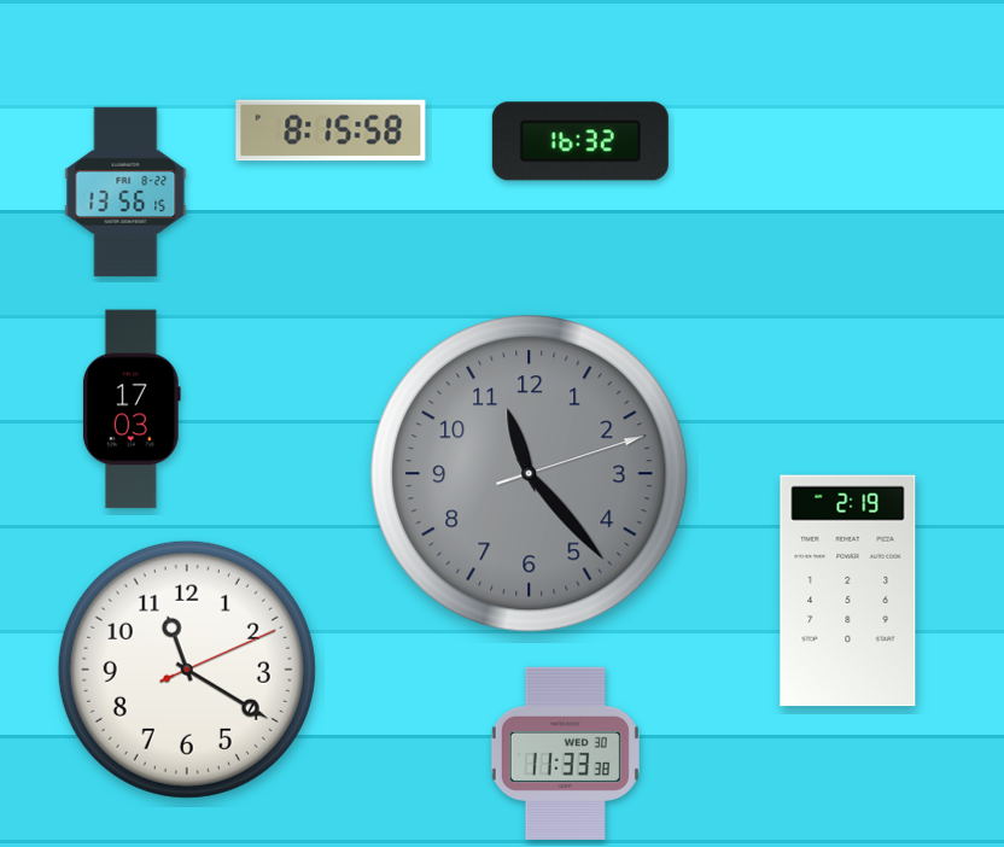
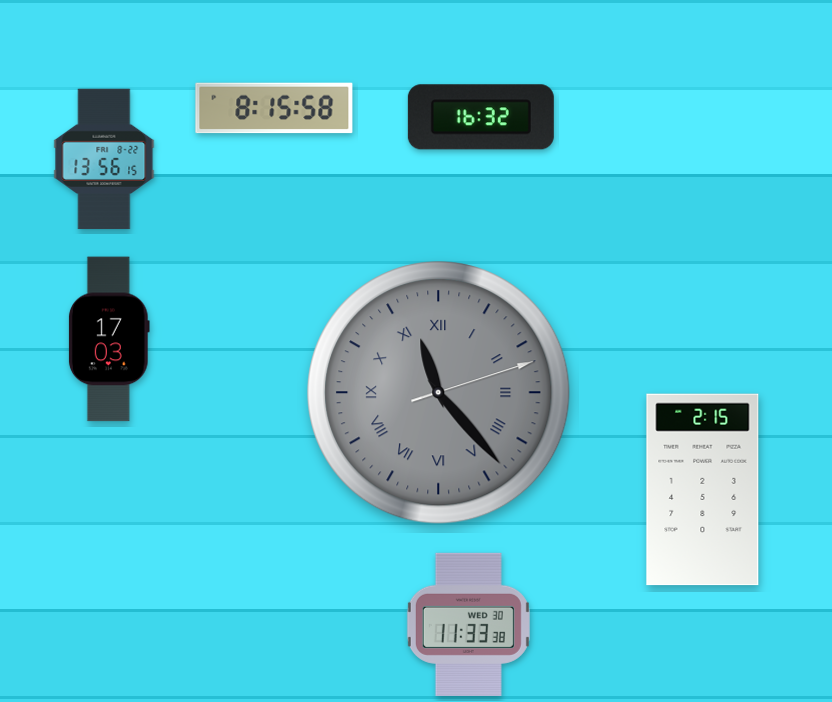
clock at (530, 474) numerals: Arabic -> Roman
clock at (848, 591): 2:19 -> 2:15
clock at (187, 670): 11:20 -> none
